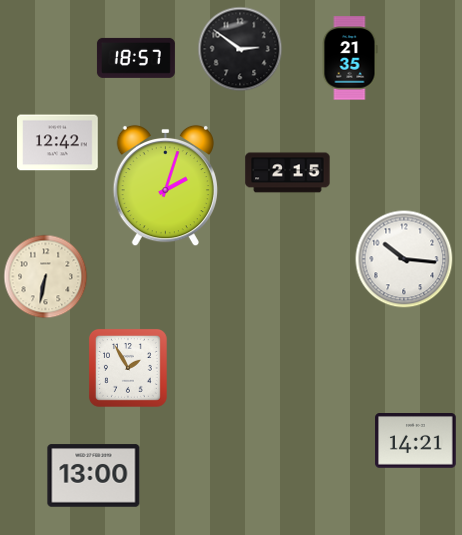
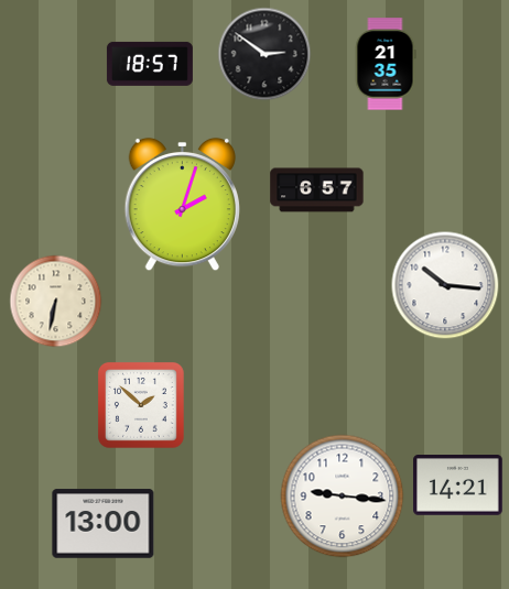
clock at (58, 143): 12:42 -> none
clock at (288, 173): 2:15 -> 6:57
clock at (46, 277) position: (46, 277) -> (56, 302)
clock at (129, 369): 1:55 -> 1:52
clock at (343, 497): none -> 9:16
